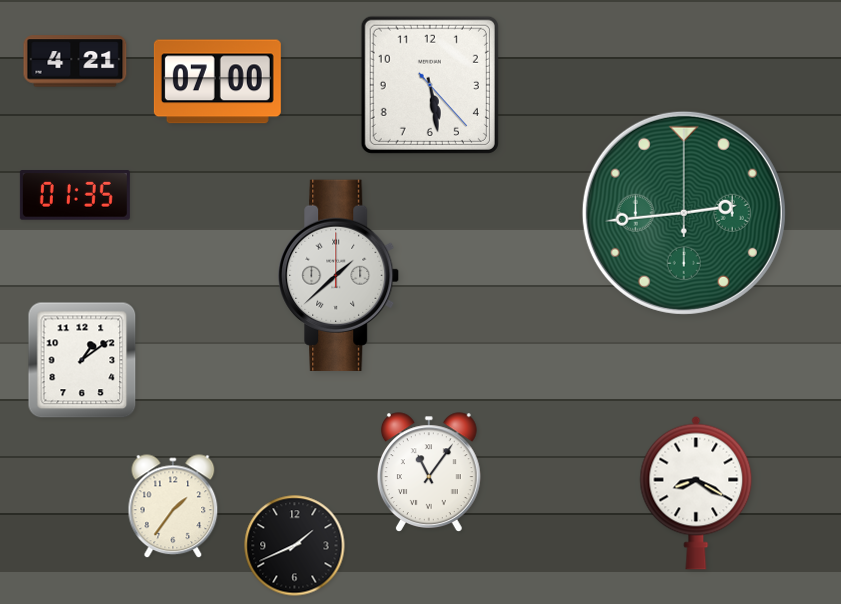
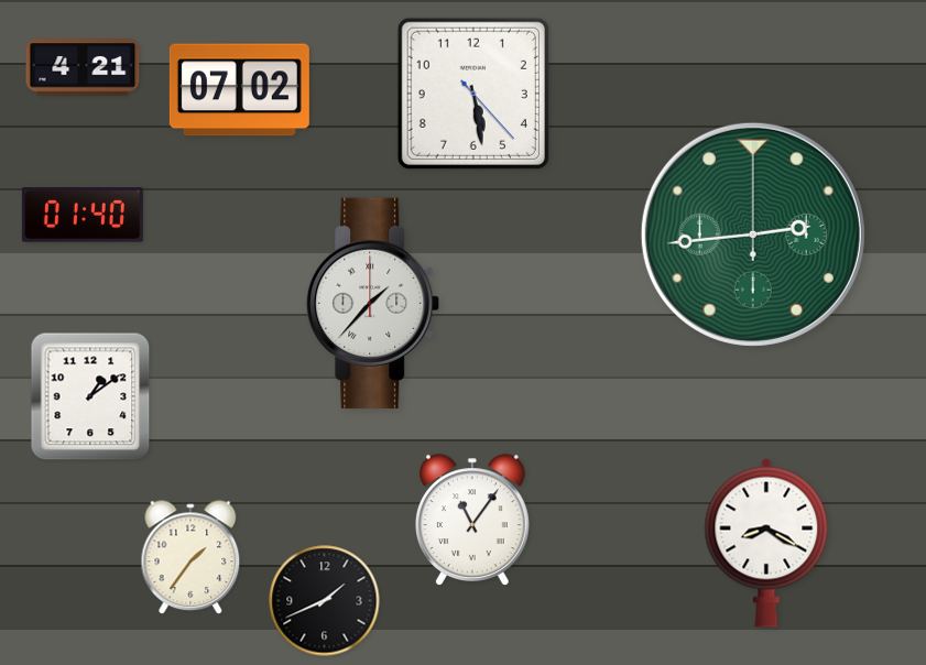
clock at (217, 82): 07:00 -> 07:02
clock at (75, 195): 01:35 -> 01:40
clock at (339, 275): 1:38 -> 1:37
